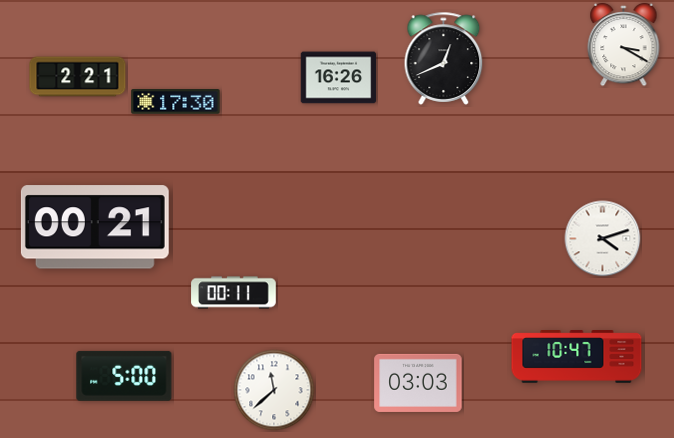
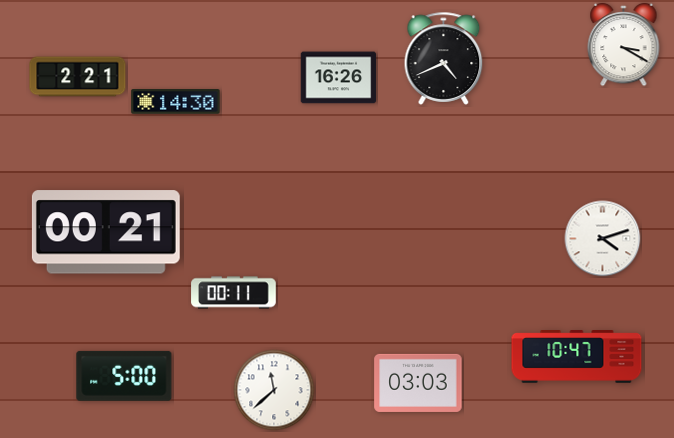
clock at (444, 58): 12:41 -> 4:41
clock at (176, 102): 17:30 -> 14:30
clock at (95, 227) position: (95, 227) -> (106, 232)
